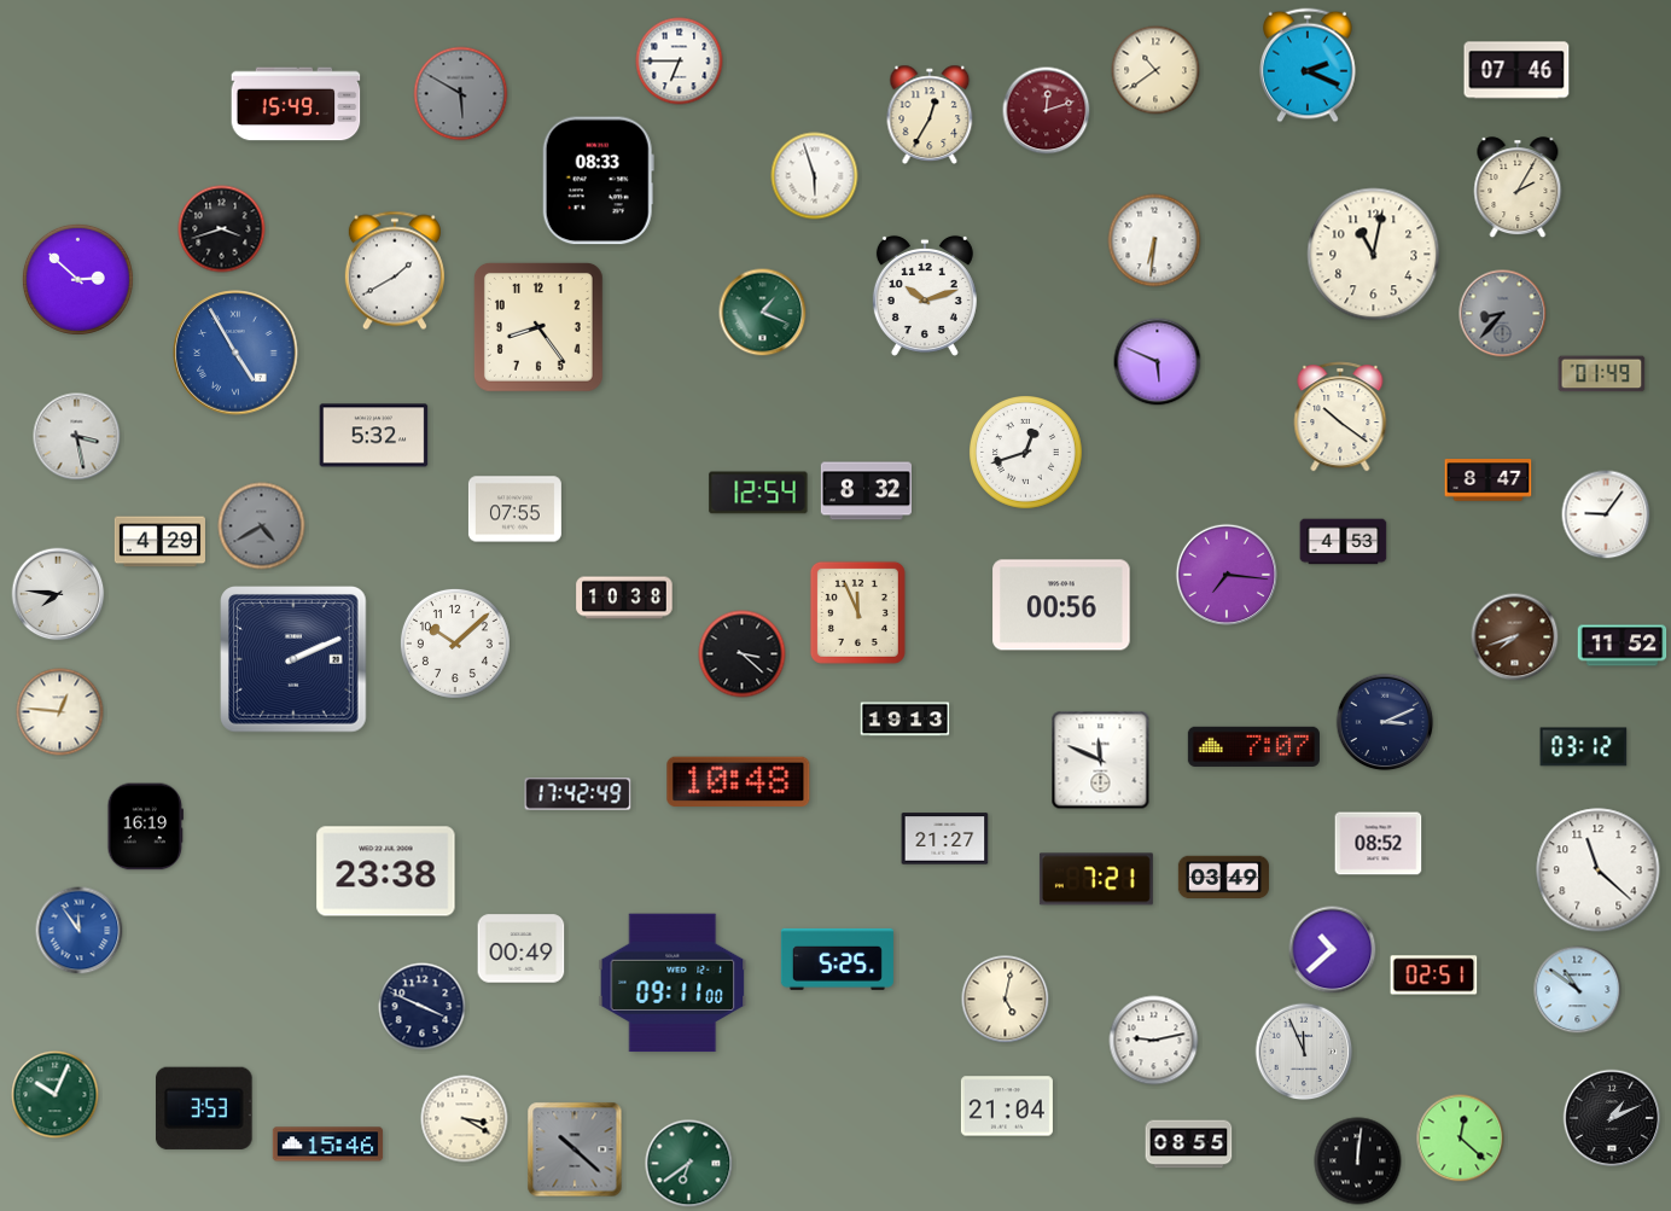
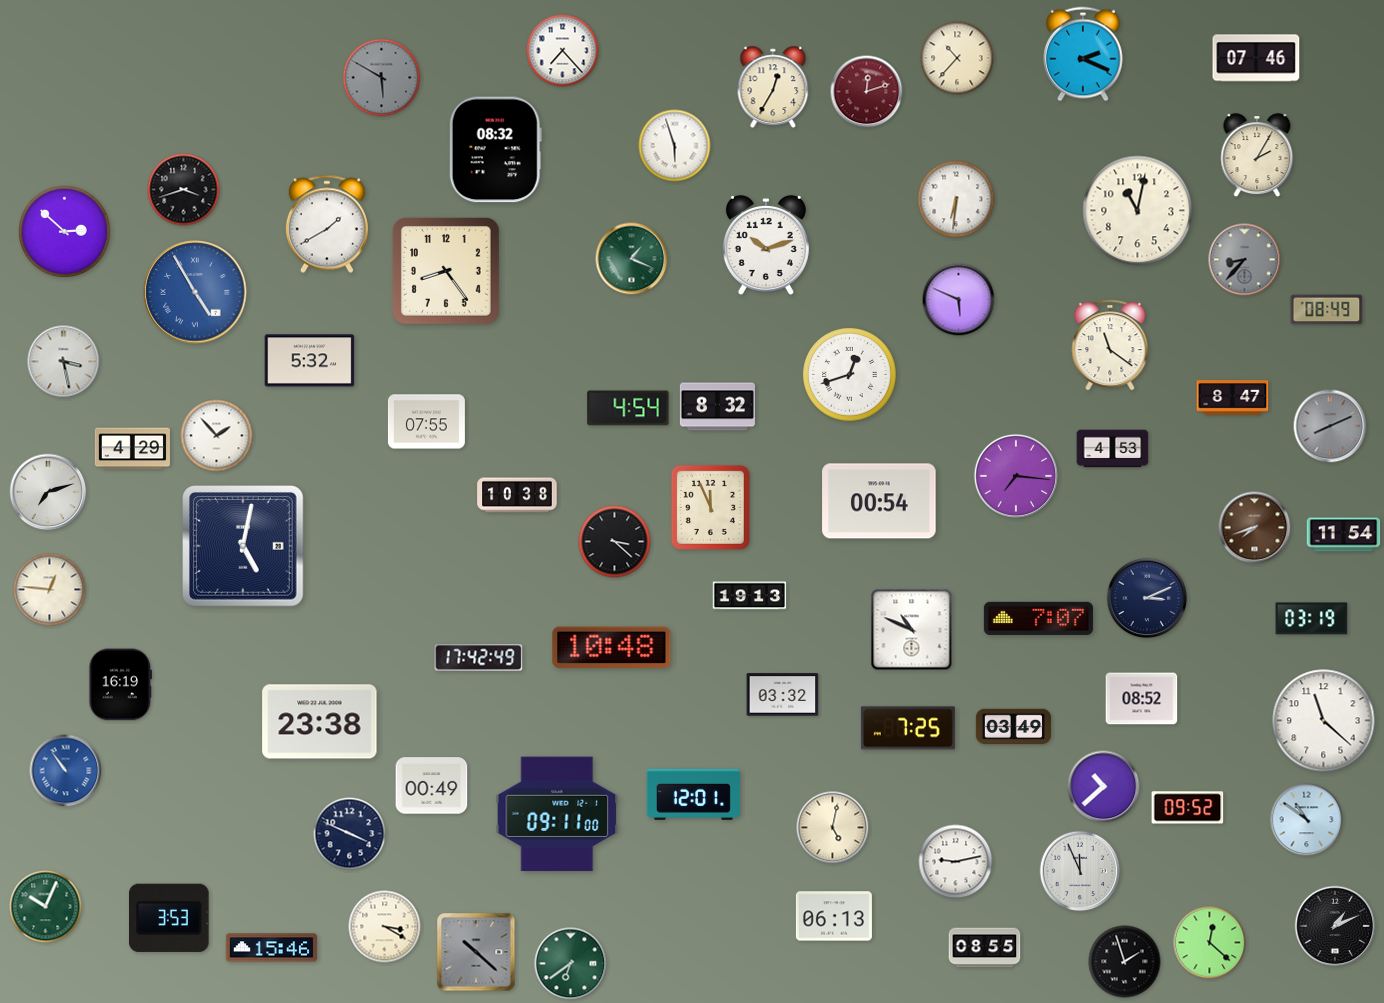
clock at (680, 62): 6:45 -> 7:23
clock at (1155, 70): 10:39 -> 10:37
clock at (296, 104): 15:49 -> none
clock at (930, 113) position: (930, 113) -> (773, 86)
clock at (598, 181): 08:33 -> 08:32
clock at (1602, 374): 01:49 -> 08:49
clock at (1340, 417): 10:21 -> 11:21
clock at (758, 493): 12:54 -> 4:54
clock at (1606, 514): 9:06 -> 8:11
clock at (1606, 514) dial: white -> grey
clock at (262, 526): 4:40 -> 1:53
clock at (262, 526) dial: grey -> white
clock at (58, 594): 7:46 -> 7:12
clock at (1061, 605): 00:56 -> 00:54
clock at (455, 644): 10:08 -> none
clock at (1623, 646): 11:52 -> 11:54
clock at (295, 660): 2:11 -> 5:02
clock at (1584, 747): 03:12 -> 03:19
clock at (1101, 761): 11:49 -> 10:49
clock at (945, 839): 21:27 -> 03:32
clock at (1096, 879): 7:21 -> 7:25
clock at (80, 931): 11:54 -> 10:54
clock at (837, 959): 5:25 -> 12:01
clock at (1434, 976): 02:51 -> 09:52
clock at (1007, 1106): 21:04 -> 06:13
clock at (1358, 1161): 12:01 -> 1:57
